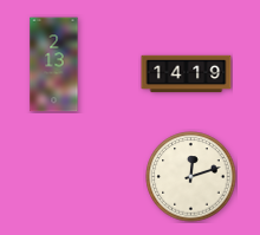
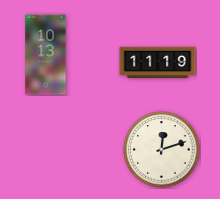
clock at (54, 65): 2:13 -> 10:13
clock at (187, 74): 14:19 -> 11:19
